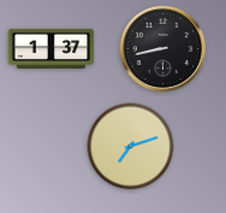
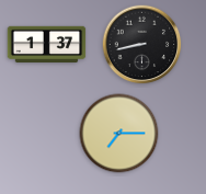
clock at (163, 49) position: (163, 49) -> (142, 45)
clock at (131, 147): 7:12 -> 7:15
